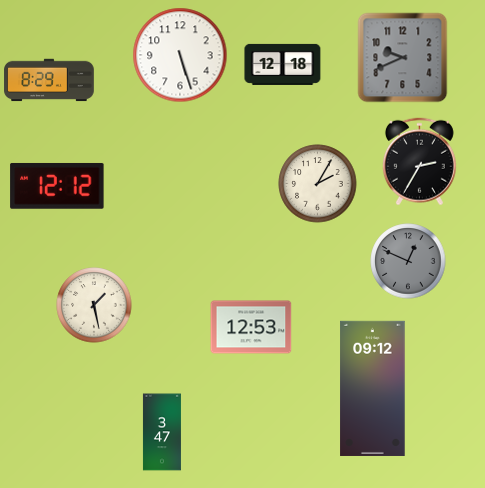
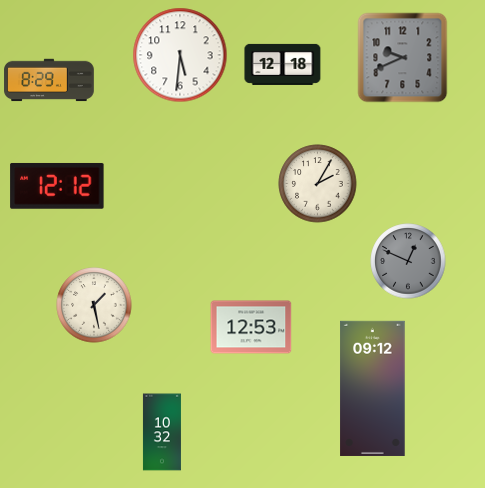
clock at (180, 55): 5:27 -> 5:31
clock at (419, 162): 2:35 -> none
clock at (162, 432): 3:47 -> 10:32
